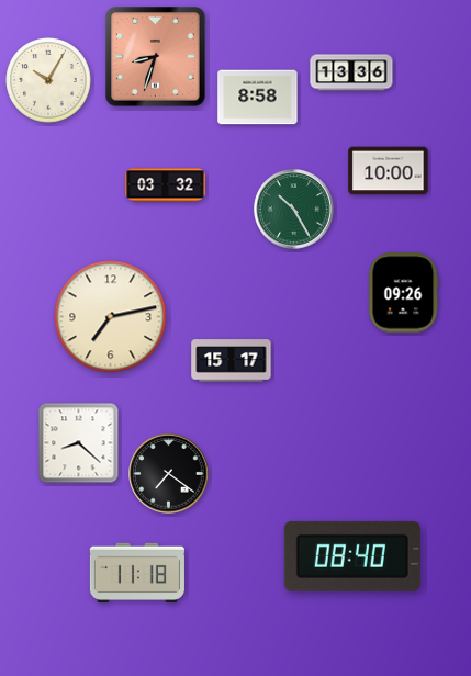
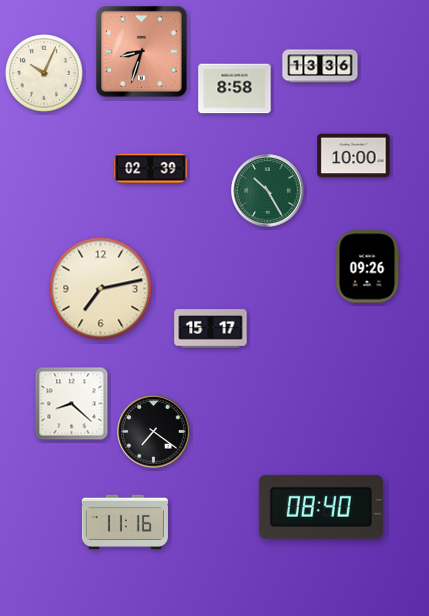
clock at (48, 80): 10:05 -> 10:04
clock at (166, 185): 03:32 -> 02:39
clock at (137, 573): 11:18 -> 11:16
